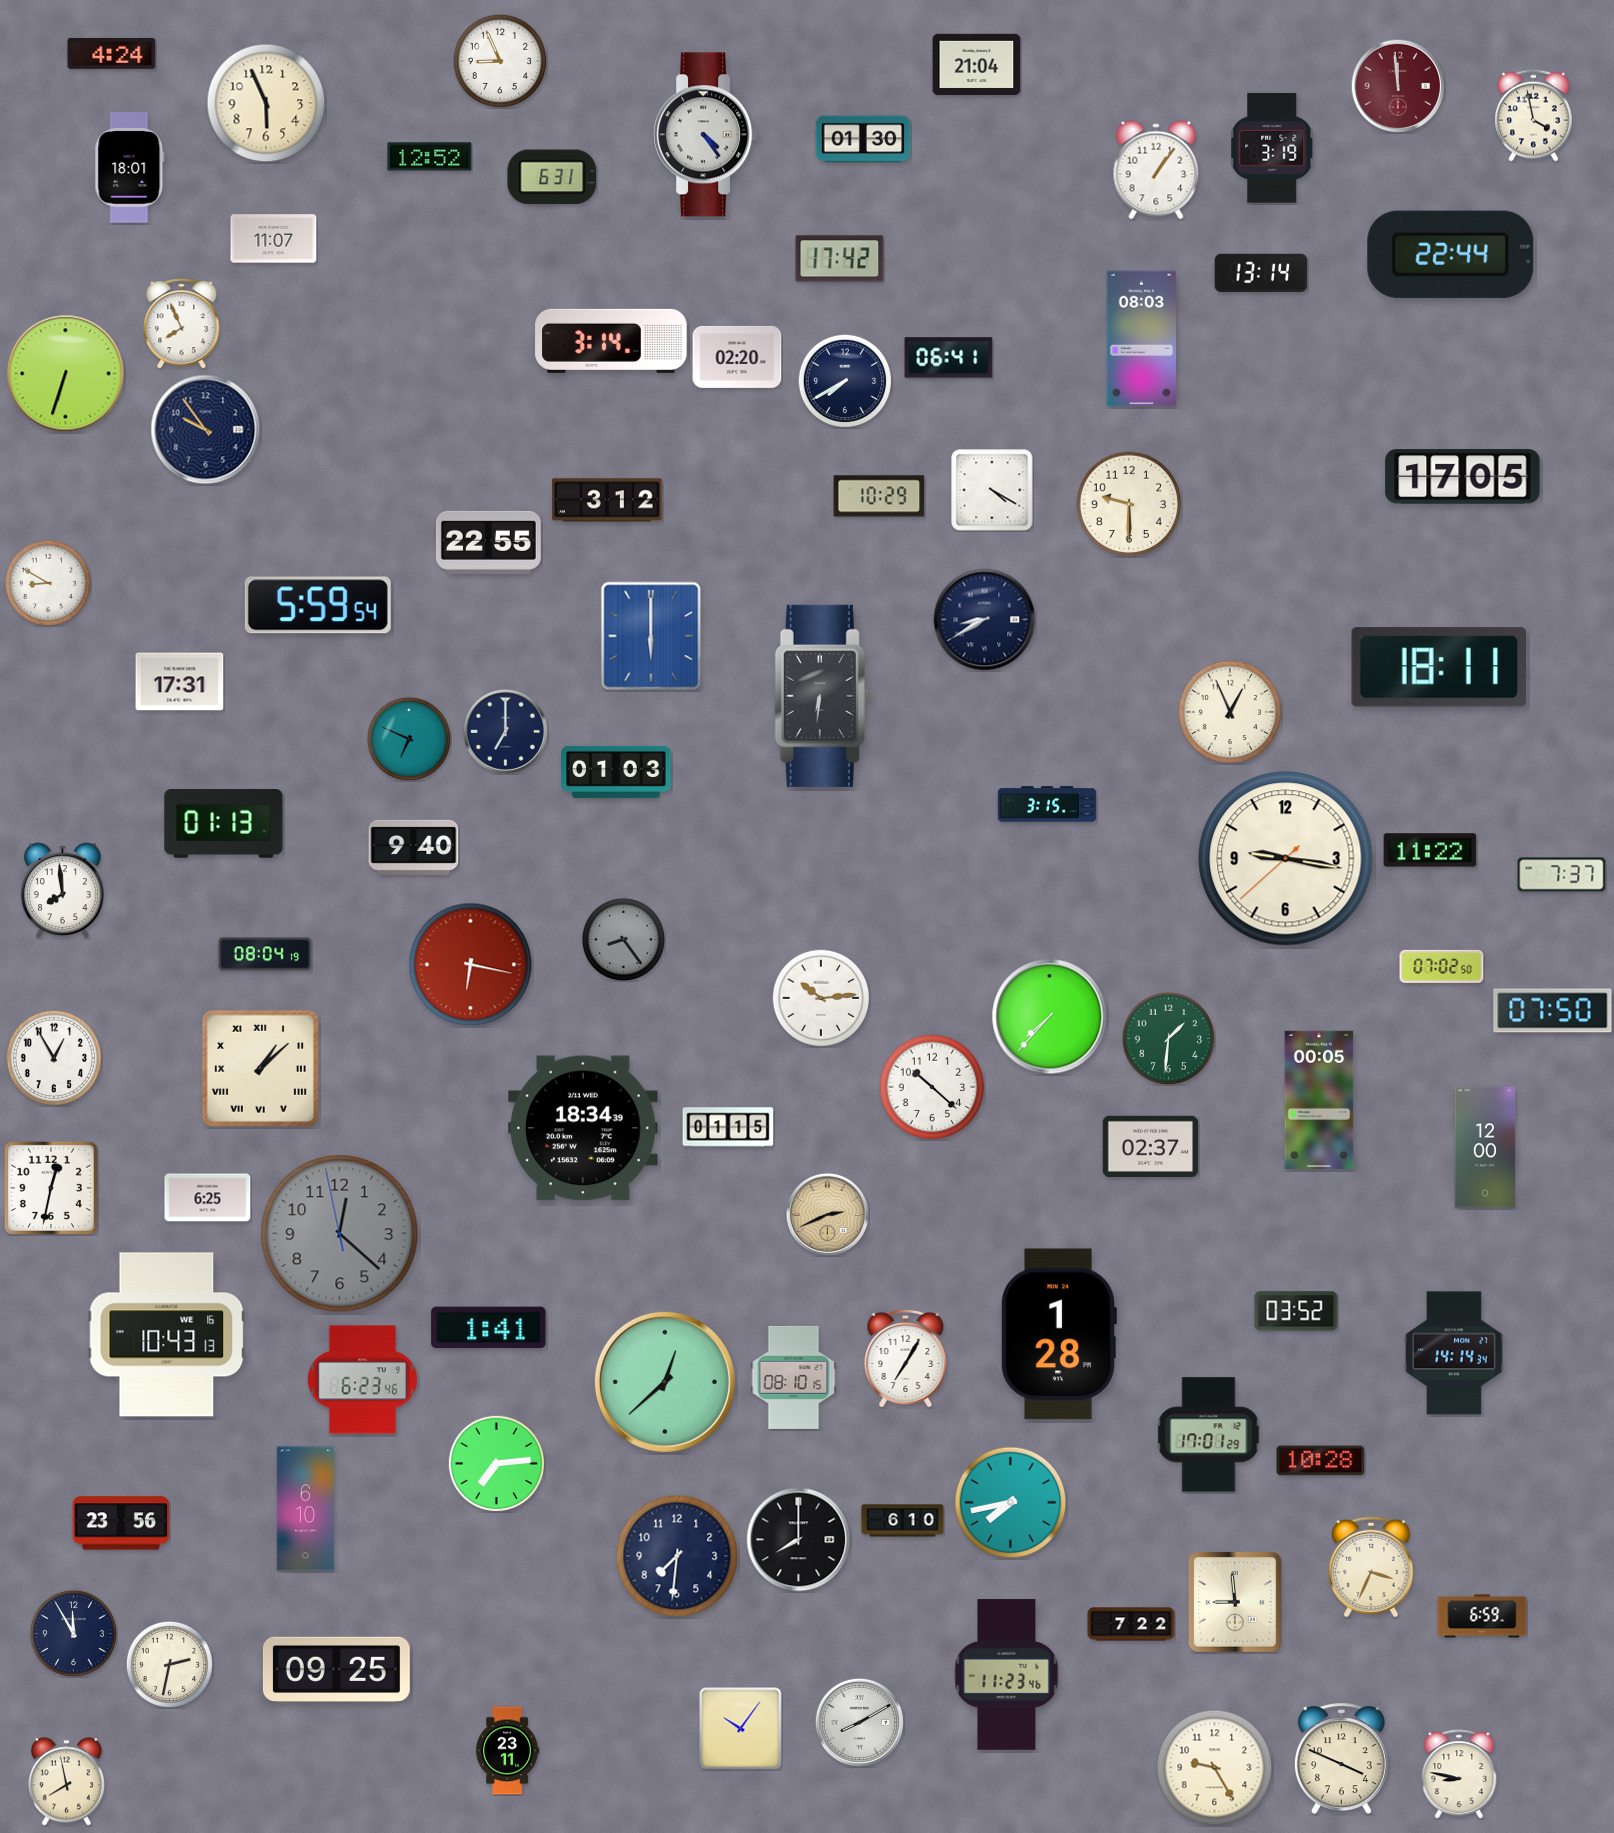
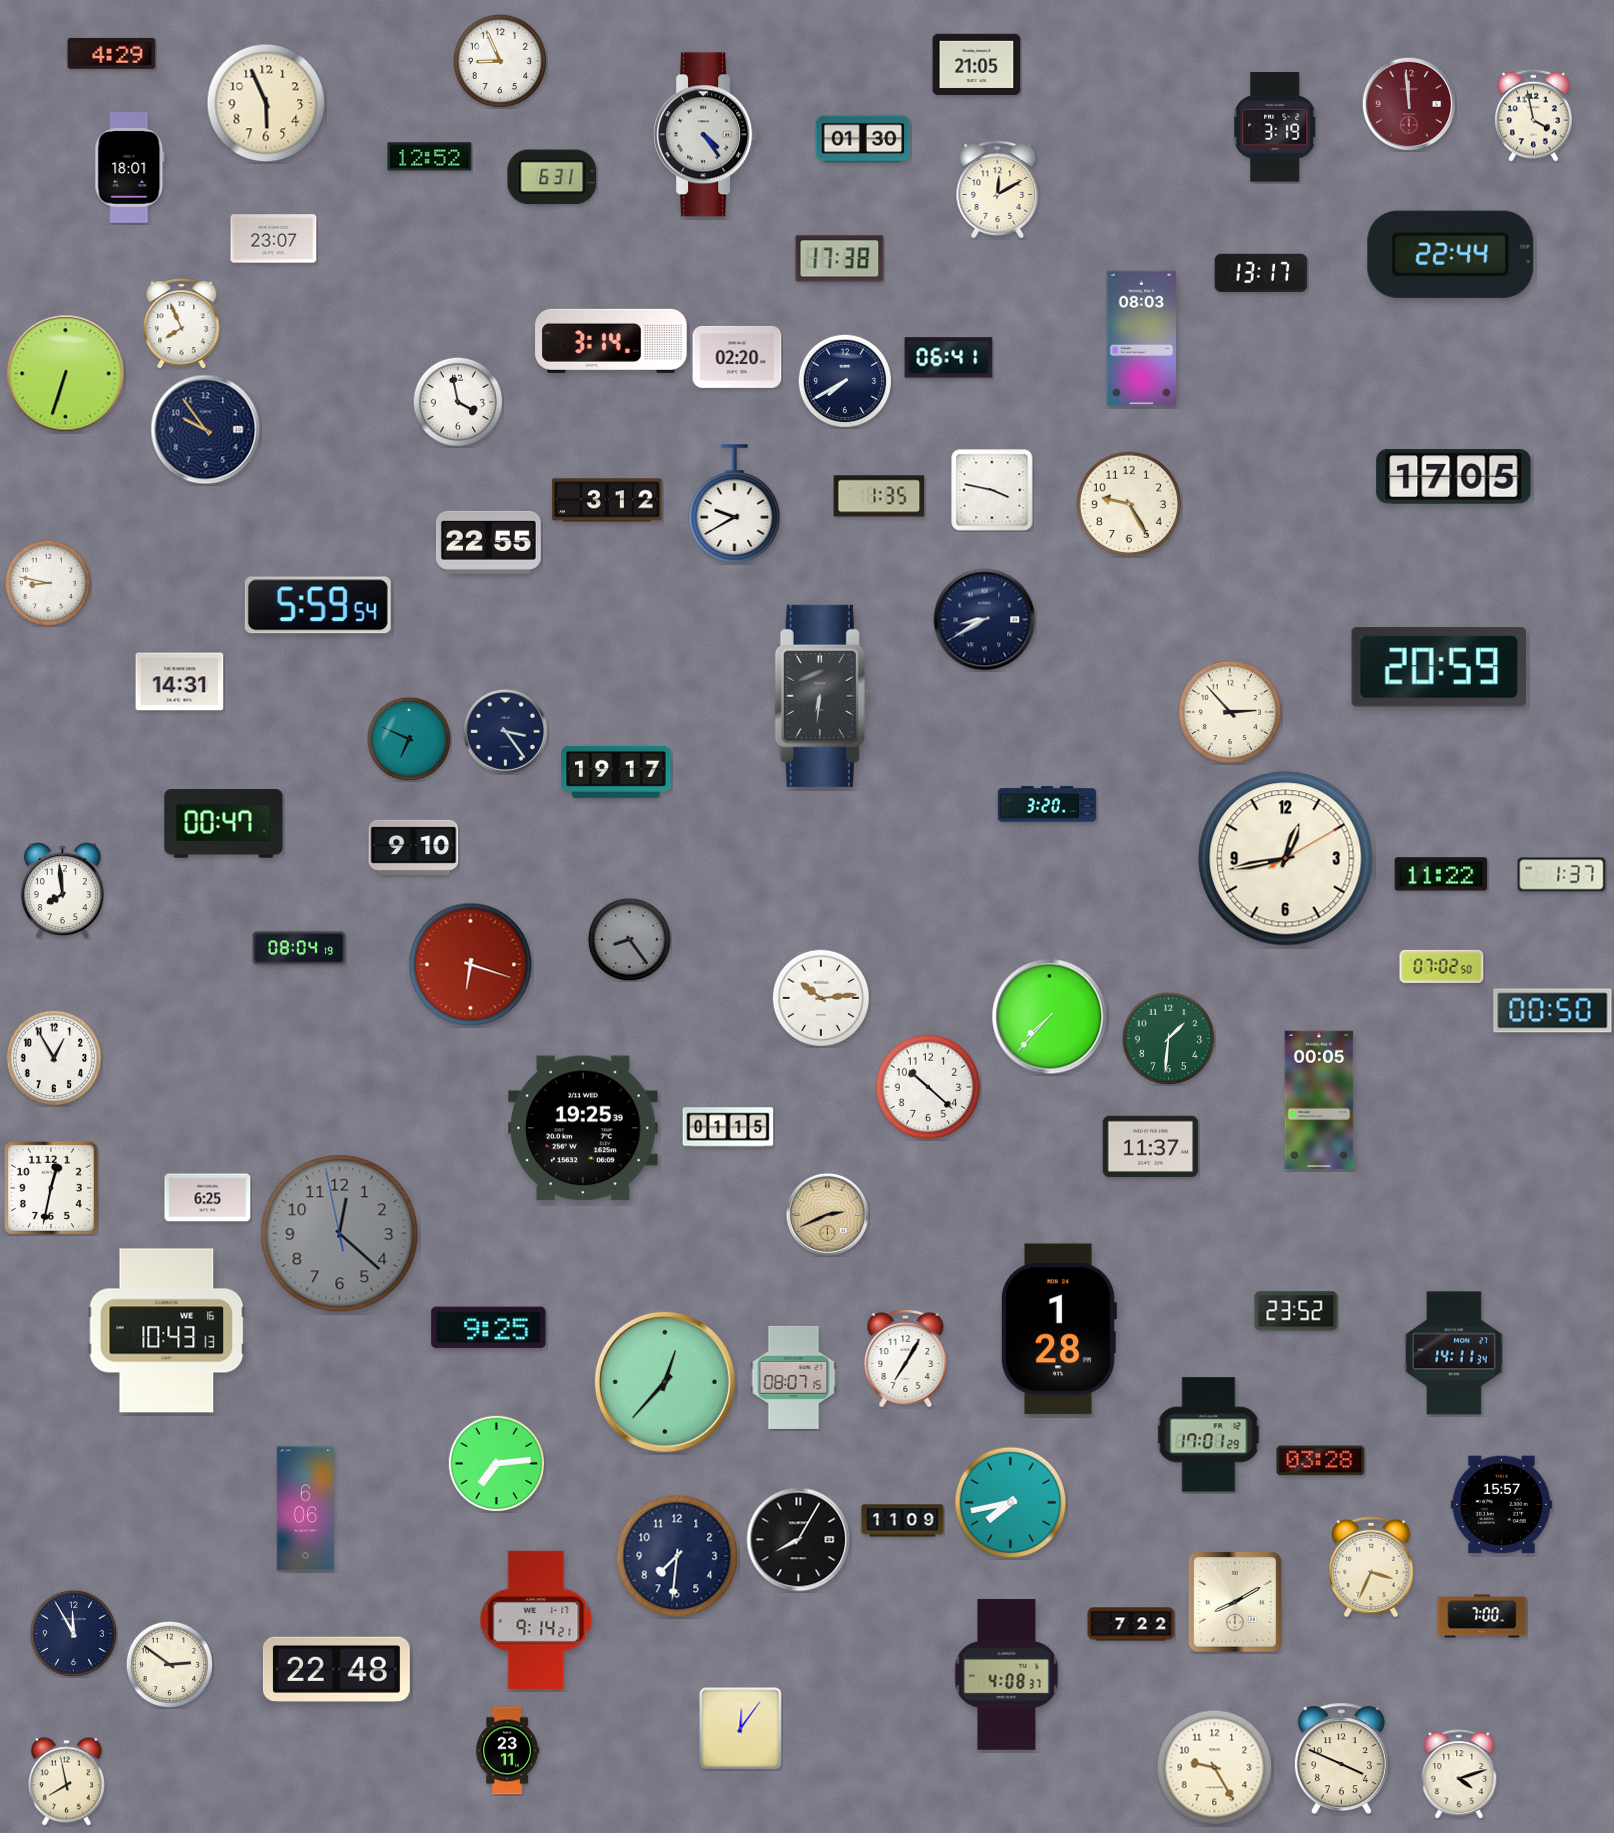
clock at (112, 53): 4:24 -> 4:29
clock at (977, 64): 21:04 -> 21:05
clock at (1398, 86) position: (1398, 86) -> (1409, 104)
clock at (1272, 148) position: (1272, 148) -> (1275, 127)
clock at (1156, 170): 1:06 -> none
clock at (998, 190): none -> 12:10
clock at (274, 239): 11:07 -> 23:07
clock at (840, 259): 17:42 -> 17:38
clock at (1261, 273): 13:14 -> 13:17
clock at (457, 401): none -> 3:58
clock at (1463, 477) position: (1463, 477) -> (1454, 477)
clock at (992, 490): 4:20 -> 3:47
clock at (879, 496): 10:29 -> 1:35
clock at (735, 504): none -> 9:40
clock at (1129, 504): 9:30 -> 9:25
clock at (48, 583): 8:50 -> 8:47
clock at (651, 636): 6:00 -> none
clock at (1438, 667): 18:11 -> 20:59
clock at (180, 682): 17:31 -> 14:31
clock at (1230, 712): 12:56 -> 2:53
clock at (505, 731): 7:00 -> 3:24
clock at (616, 772): 01:03 -> 19:17
clock at (1047, 804): 3:15 -> 3:20
clock at (224, 824): 01:13 -> 00:47
clock at (414, 847): 9:40 -> 9:10
clock at (1430, 850) position: (1430, 850) -> (1441, 874)
clock at (1286, 859): 9:16 -> 12:43
clock at (1562, 875): 7:37 -> 1:37
clock at (623, 939) position: (623, 939) -> (629, 939)
clock at (265, 954) position: (265, 954) -> (299, 948)
clock at (471, 965): 6:17 -> 6:18
clock at (1553, 1011): 07:50 -> 00:50
clock at (260, 1068): 1:08 -> none
clock at (932, 1087) position: (932, 1087) -> (928, 1087)
clock at (584, 1128): 18:34 -> 19:25
clock at (1151, 1146): 02:37 -> 11:37
clock at (1485, 1147): 12:00 -> none
clock at (1296, 1311): 03:52 -> 23:52
clock at (489, 1328): 1:41 -> 9:25
clock at (1059, 1334) position: (1059, 1334) -> (1059, 1329)
clock at (167, 1335) position: (167, 1335) -> (167, 1331)
clock at (1454, 1353): 14:14 -> 14:11
clock at (794, 1377): 08:10 -> 08:07
clock at (362, 1380): 6:23 -> none
clock at (665, 1382): 12:38 -> 12:37
clock at (1321, 1461): 10:28 -> 03:28
clock at (1501, 1505): none -> 15:57
clock at (305, 1509): 6:10 -> 6:06
clock at (903, 1521): 6:10 -> 11:09
clock at (121, 1523): 23:56 -> none
clock at (799, 1540): 8:00 -> 8:05
clock at (1235, 1602): 8:59 -> 8:10
clock at (1482, 1616): 6:59 -> 7:00
clock at (536, 1619): none -> 9:14
clock at (169, 1664): 2:32 -> 2:51
clock at (336, 1669): 09:25 -> 22:48
clock at (1007, 1675): 11:23 -> 4:08
clock at (859, 1722): 8:10 -> none
clock at (741, 1729): 10:06 -> 12:06
clock at (1459, 1774): 8:47 -> 4:12
